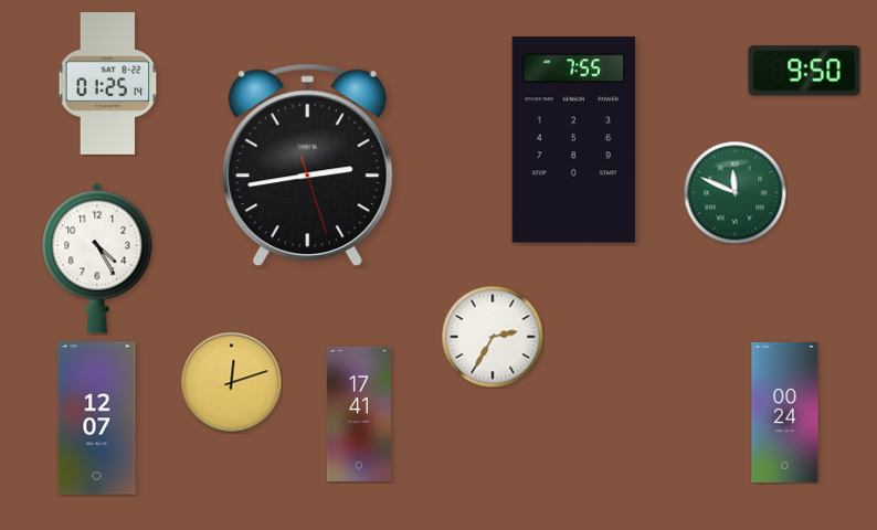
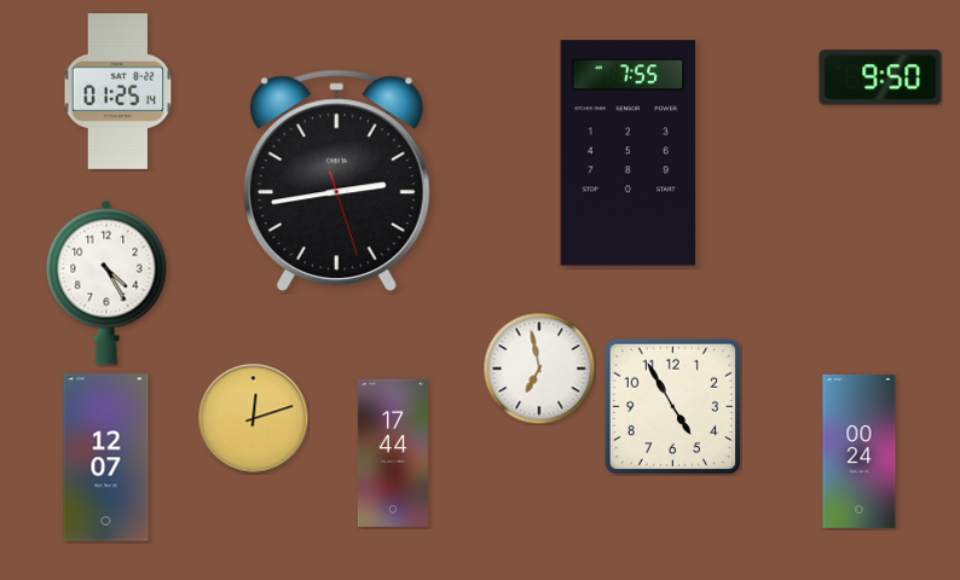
clock at (735, 192): 11:49 -> none
clock at (493, 337): 2:35 -> 6:58
clock at (672, 406): none -> 4:55
clock at (359, 414): 17:41 -> 17:44
